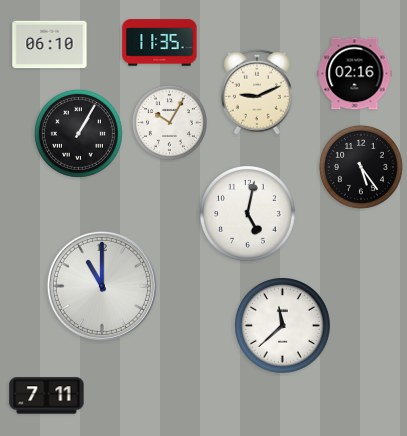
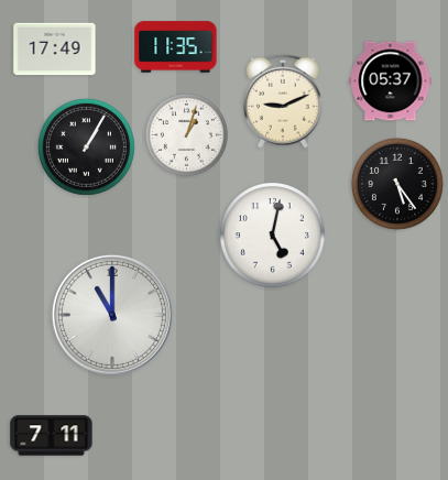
clock at (50, 45): 06:10 -> 17:49
clock at (355, 74): 02:16 -> 05:37
clock at (169, 122): 10:05 -> 1:03
clock at (283, 326): 11:38 -> none
